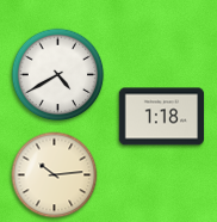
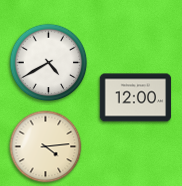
clock at (162, 117): 1:18 -> 12:00
clock at (55, 175): 10:14 -> 4:14
